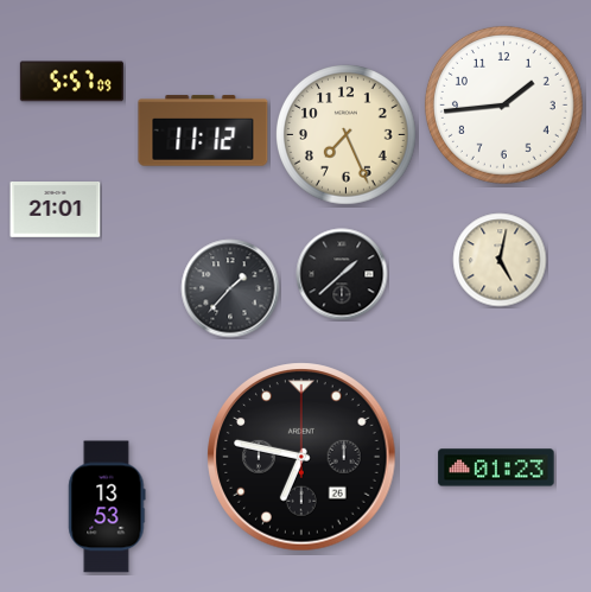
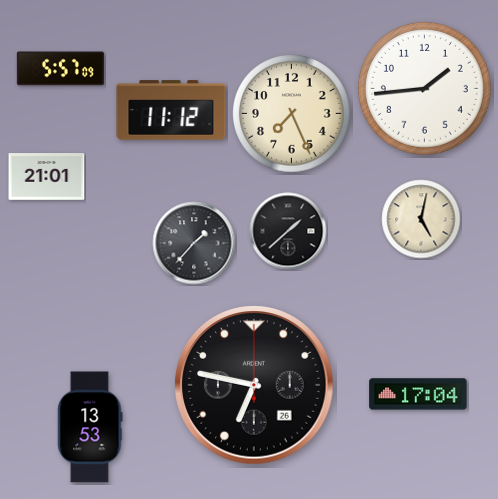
clock at (496, 467): 01:23 -> 17:04
